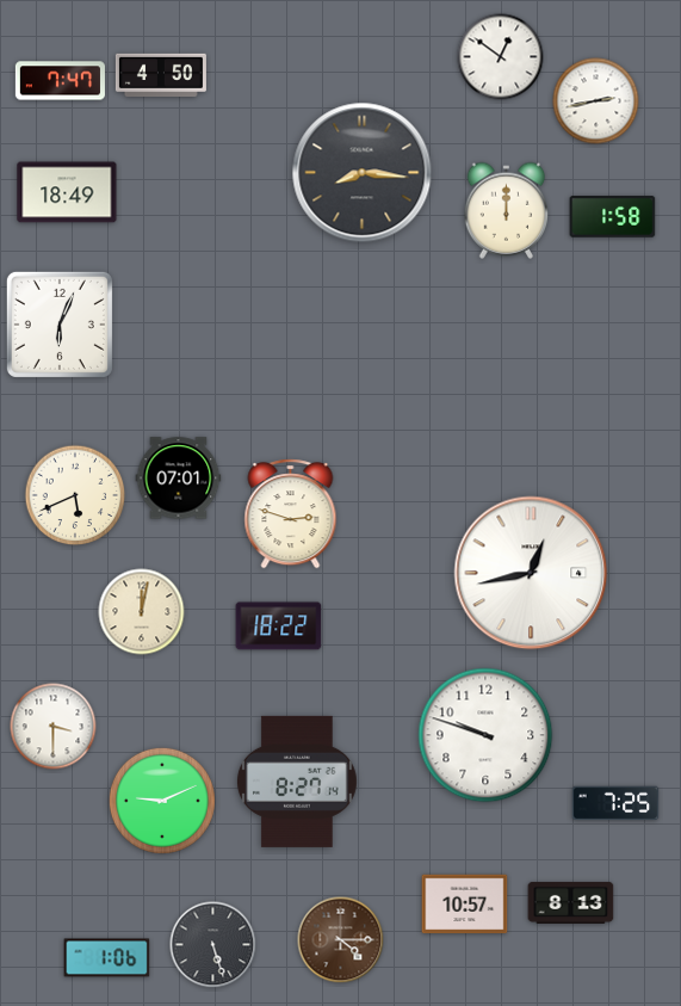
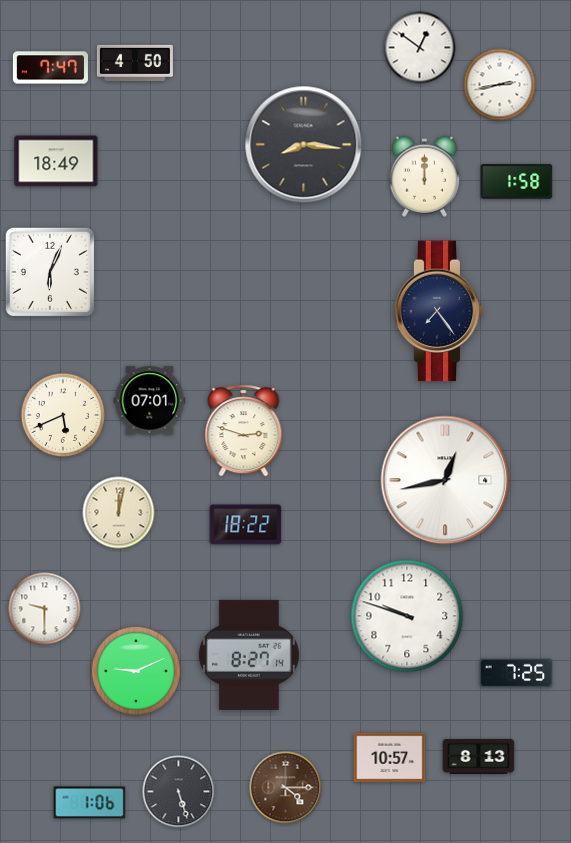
clock at (613, 217) position: (613, 217) -> (517, 182)
clock at (439, 311): none -> 7:24
clock at (279, 627) position: (279, 627) -> (246, 525)
clock at (54, 727): 3:30 -> 9:30
